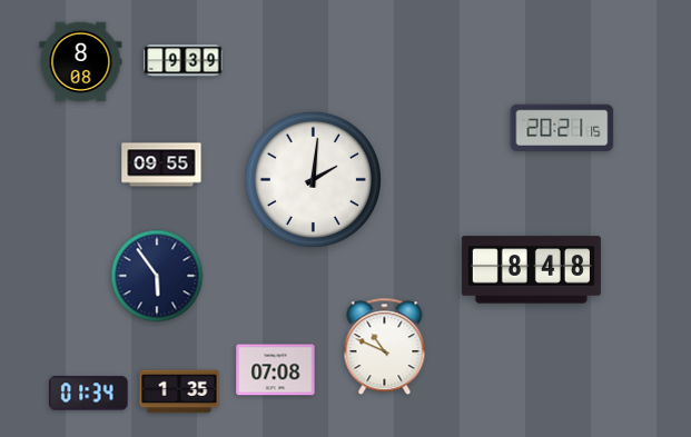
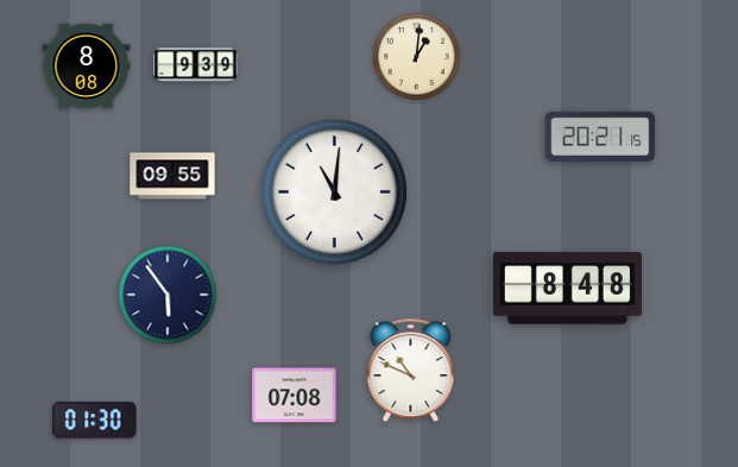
clock at (417, 57): none -> 1:01
clock at (313, 179): 2:01 -> 11:01
clock at (179, 391): 1:35 -> none
clock at (89, 394): 01:34 -> 01:30
